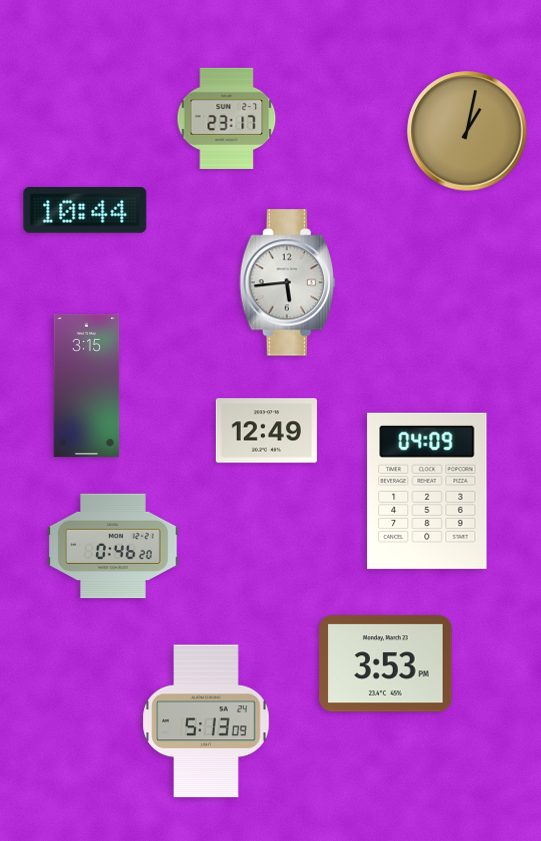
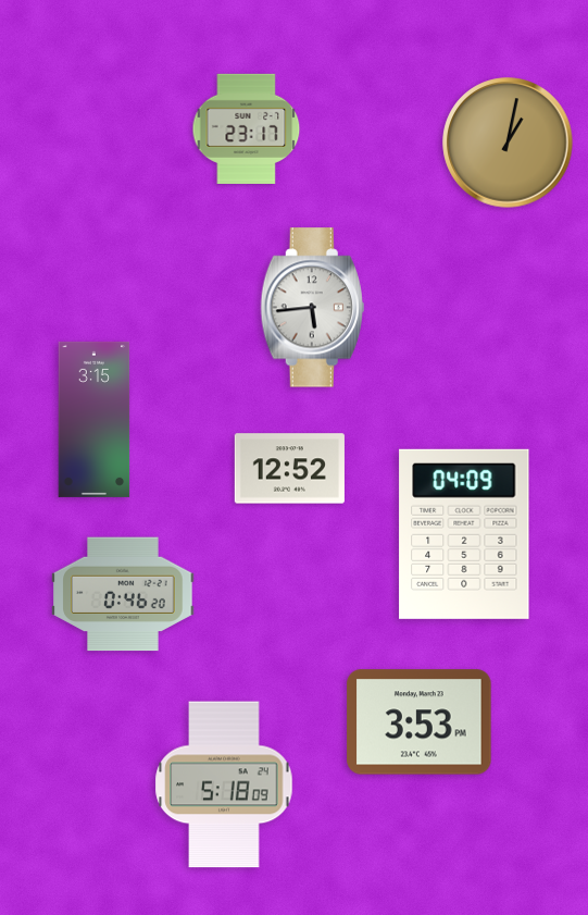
clock at (85, 210): 10:44 -> none
clock at (266, 431): 12:49 -> 12:52
clock at (206, 721): 5:13 -> 5:18
